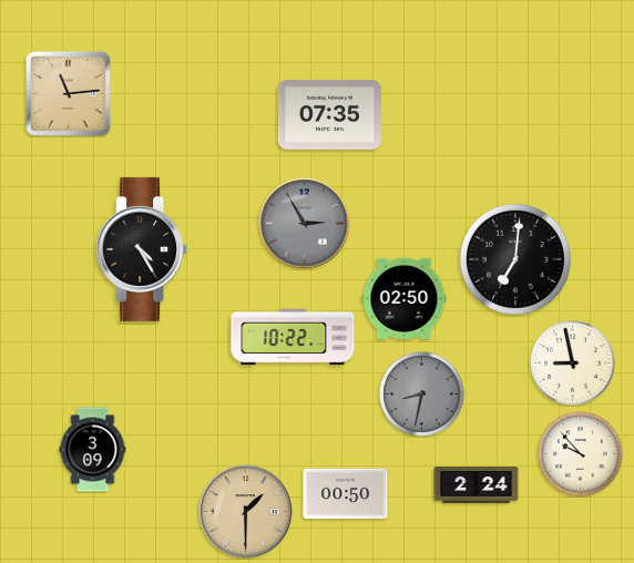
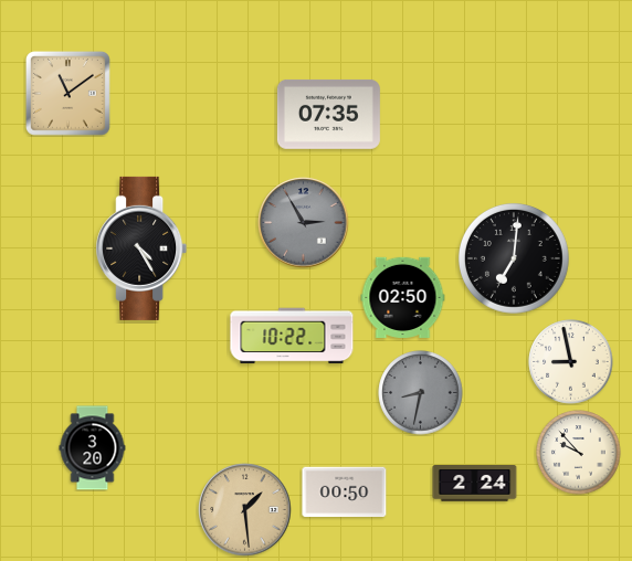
clock at (68, 93): 11:14 -> 11:09
clock at (93, 450): 3:09 -> 3:20
clock at (246, 512): 1:30 -> 1:29
